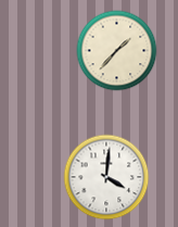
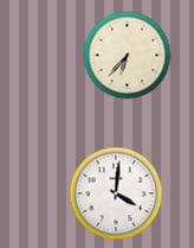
clock at (117, 51): 1:37 -> 6:37
